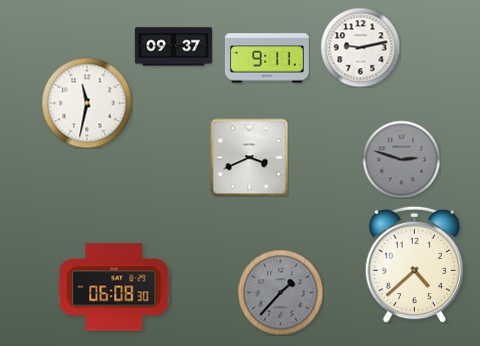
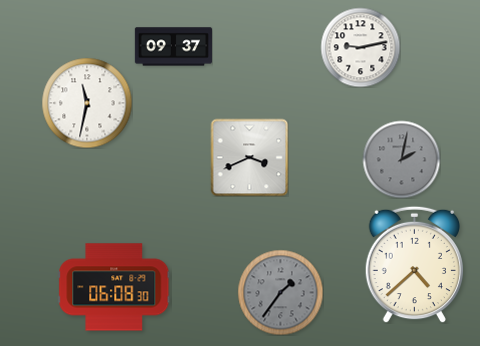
clock at (267, 58): 9:11 -> none
clock at (401, 159): 2:48 -> 2:02
clock at (280, 292): 1:37 -> 1:36
